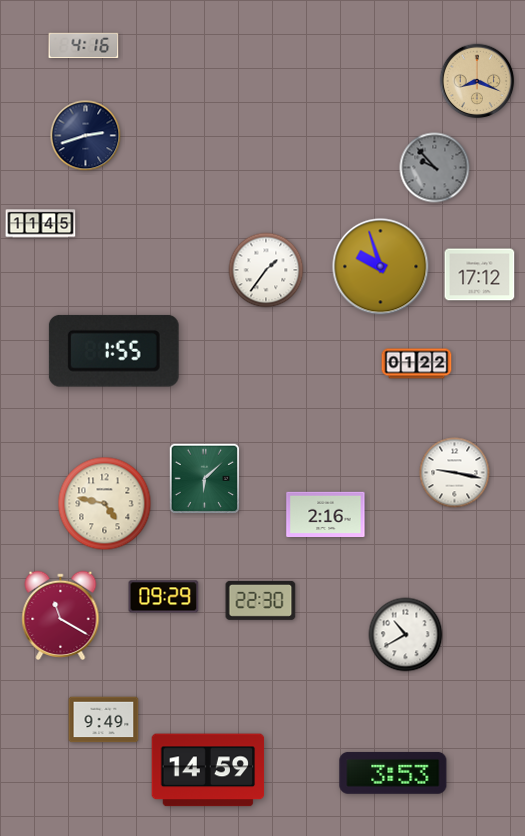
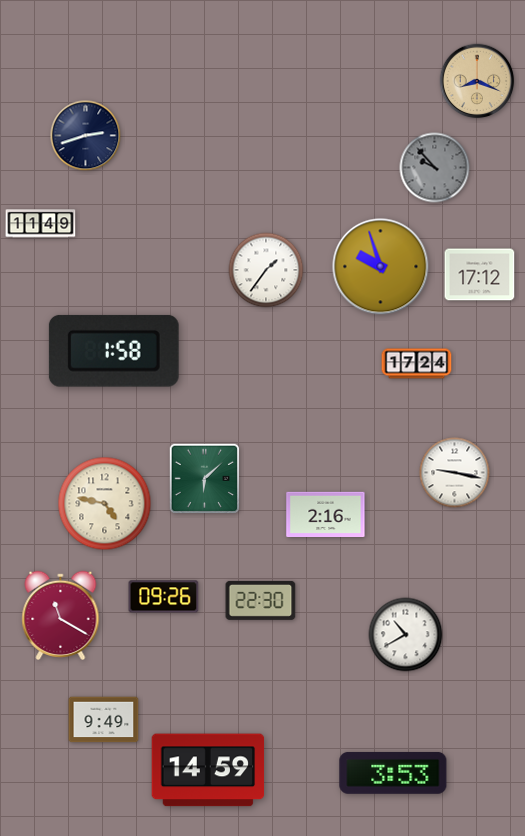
clock at (84, 46): 4:16 -> none
clock at (41, 224): 11:45 -> 11:49
clock at (114, 351): 1:55 -> 1:58
clock at (417, 364): 01:22 -> 17:24
clock at (164, 597): 09:29 -> 09:26
